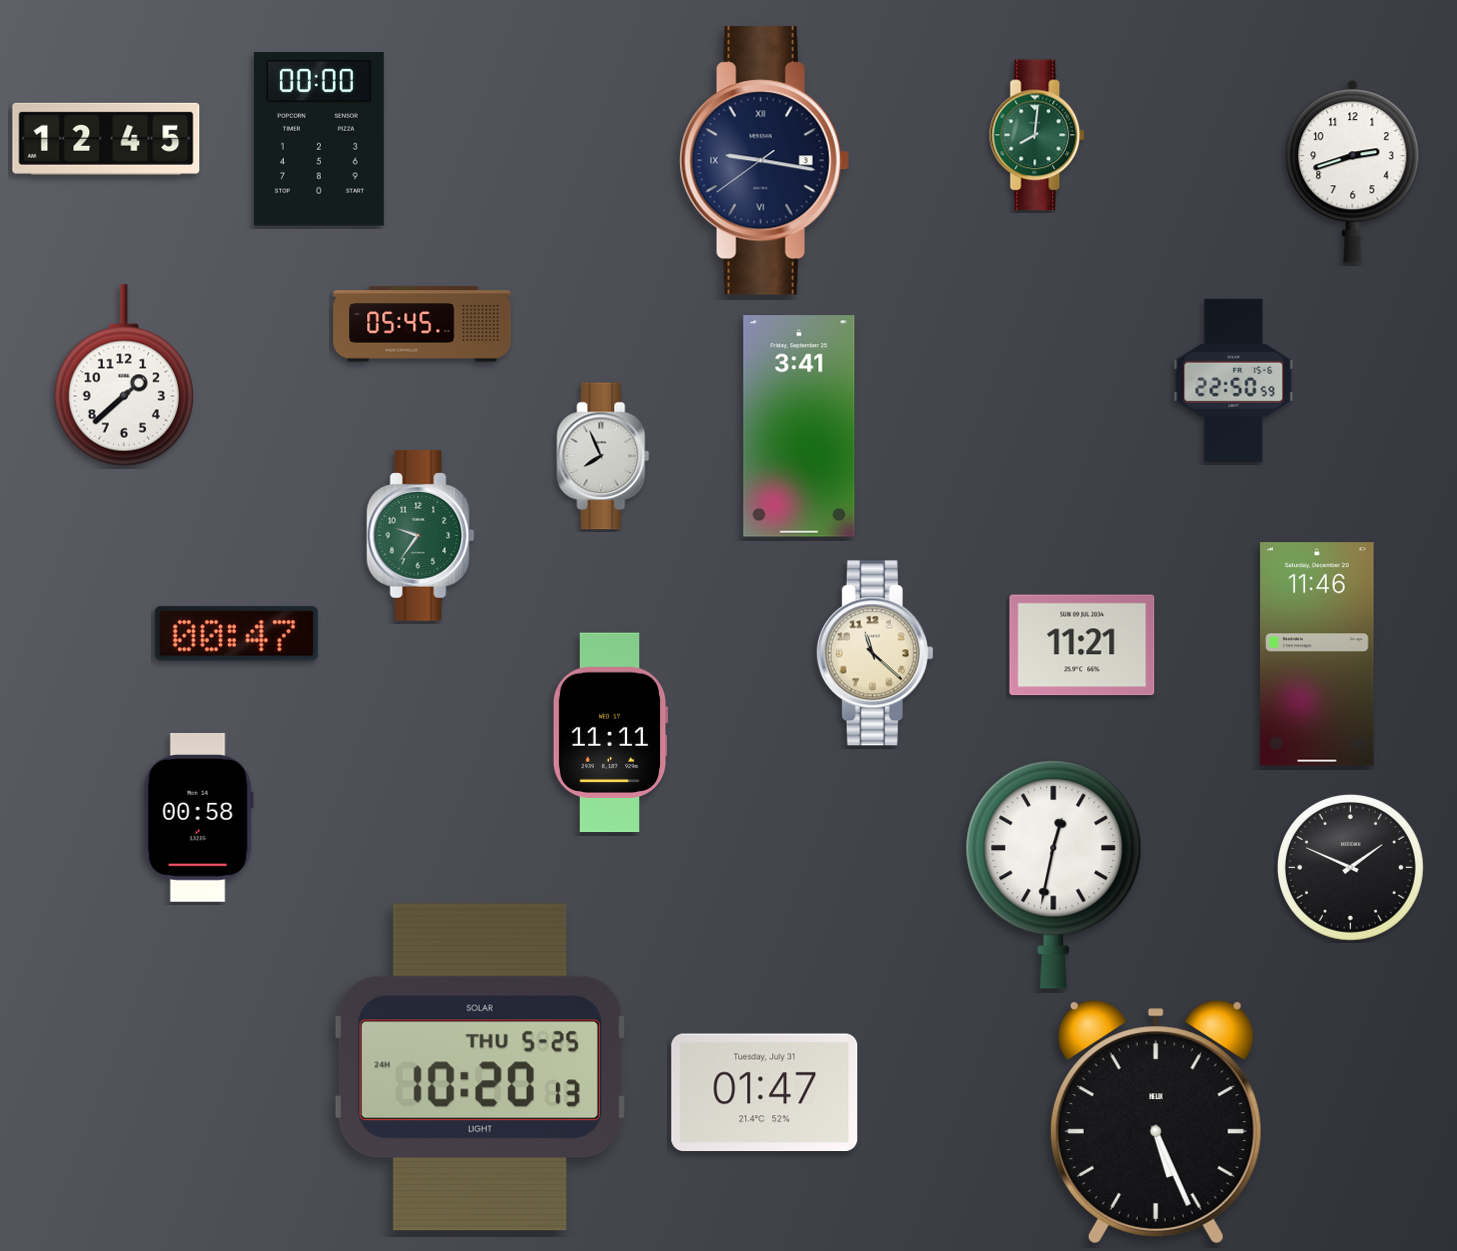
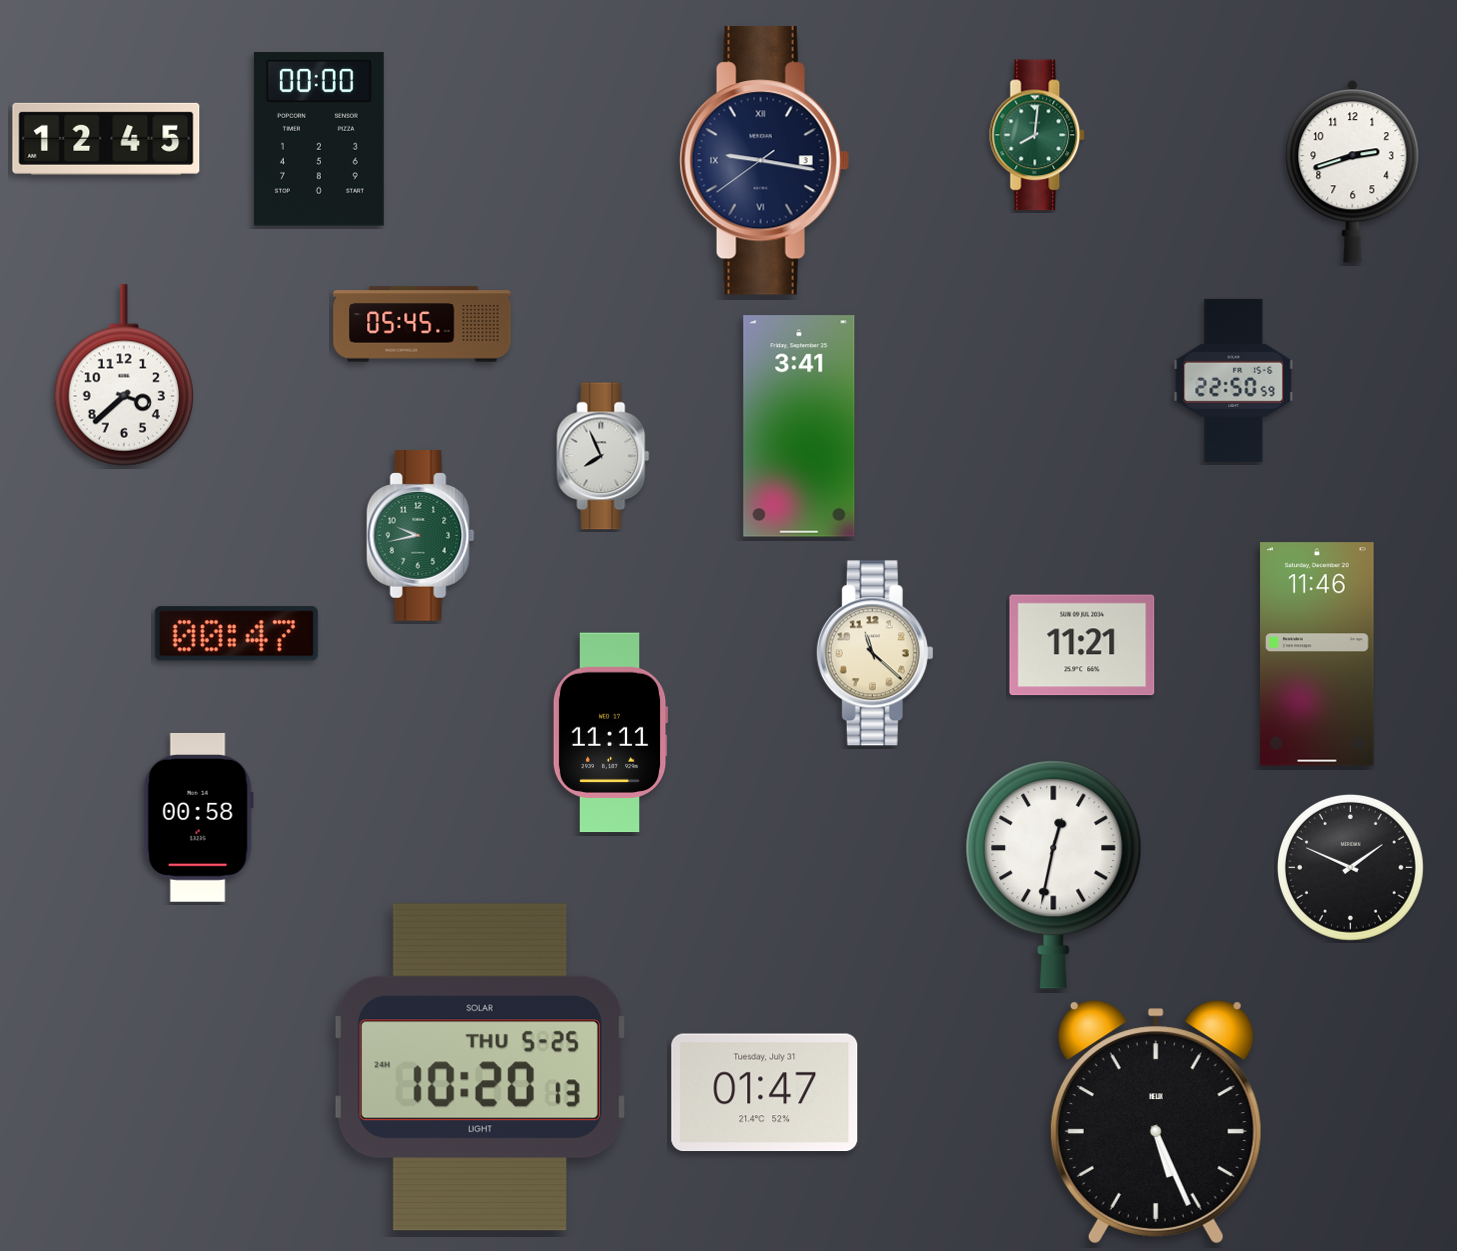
clock at (123, 375): 1:38 -> 3:38
clock at (421, 536): 9:36 -> 9:43
